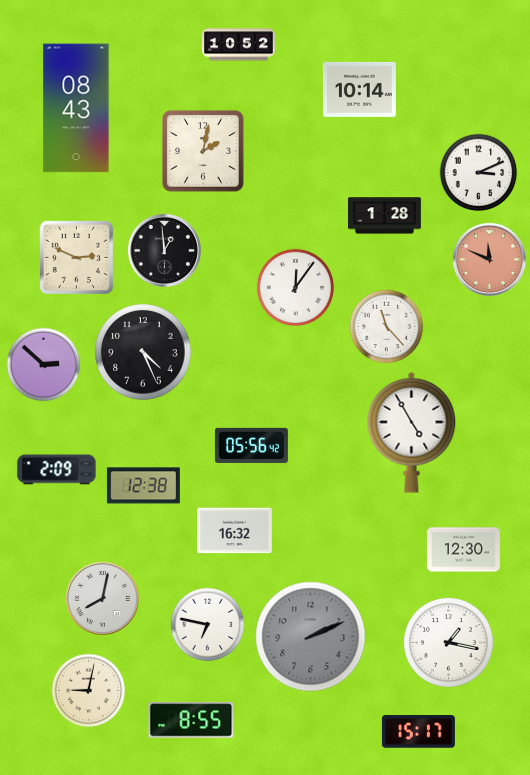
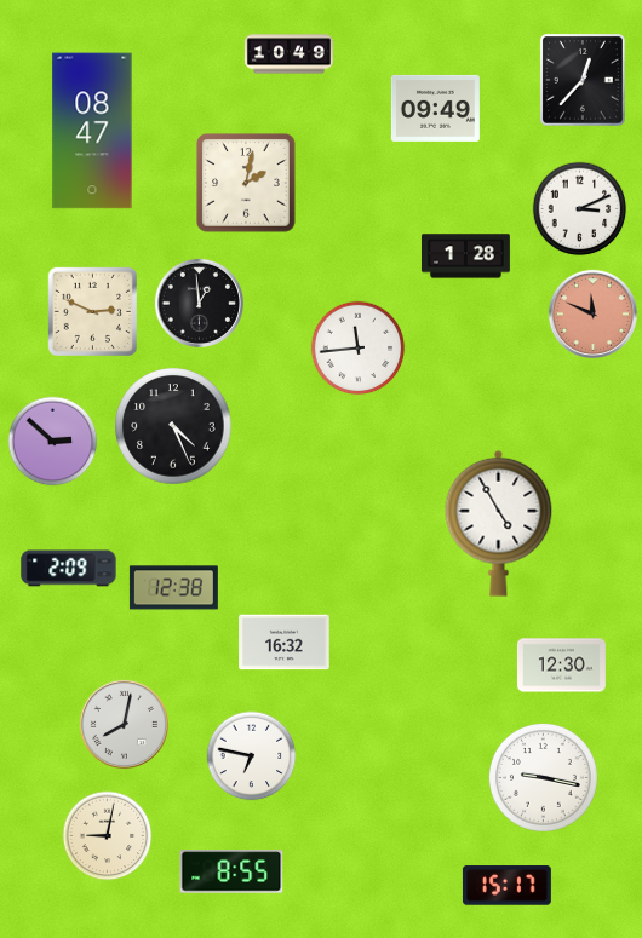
clock at (239, 45): 10:52 -> 10:49
clock at (583, 80): none -> 12:37
clock at (359, 89): 10:14 -> 09:49
clock at (76, 108): 08:43 -> 08:47
clock at (384, 216) position: (384, 216) -> (465, 257)
clock at (296, 288): 12:06 -> 11:44
clock at (387, 327): 11:23 -> none
clock at (251, 445): 05:56 -> none
clock at (311, 637): 2:11 -> none
clock at (448, 642): 1:17 -> 9:17
